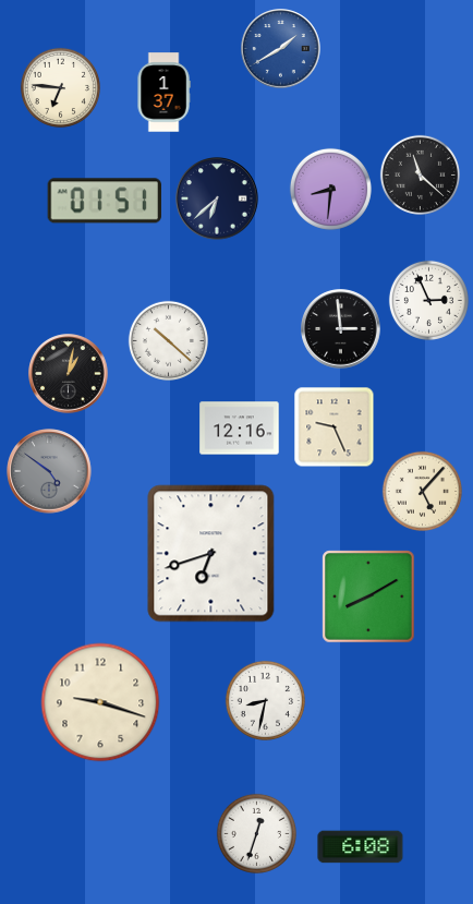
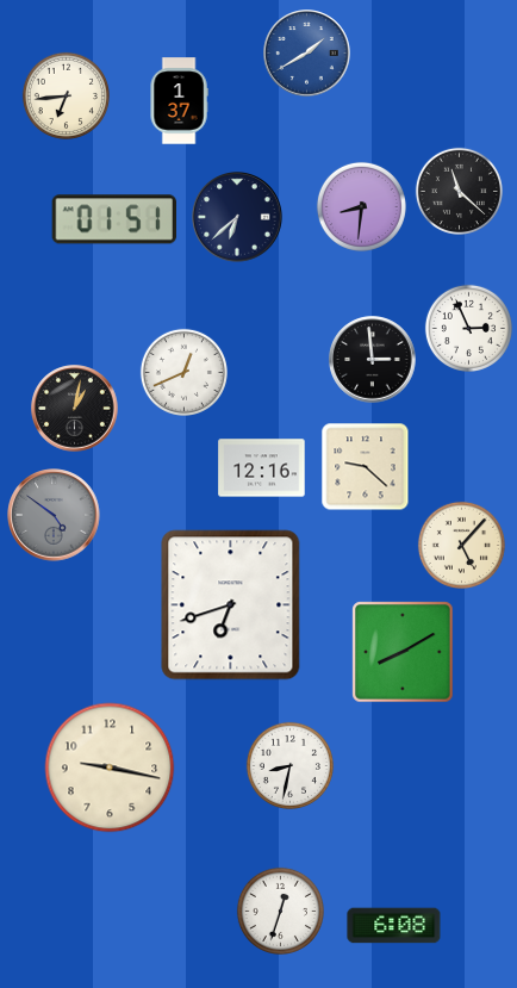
clock at (60, 87): 6:46 -> 6:44
clock at (168, 340): 10:22 -> 12:41
clock at (335, 427): 9:26 -> 9:22
clock at (422, 491) position: (422, 491) -> (461, 545)
clock at (100, 702): 9:18 -> 9:17
